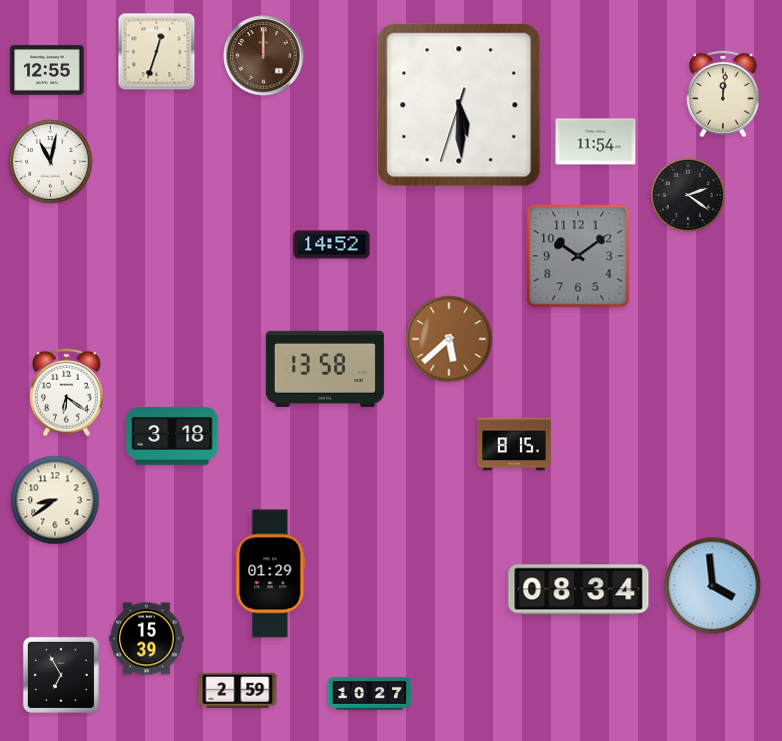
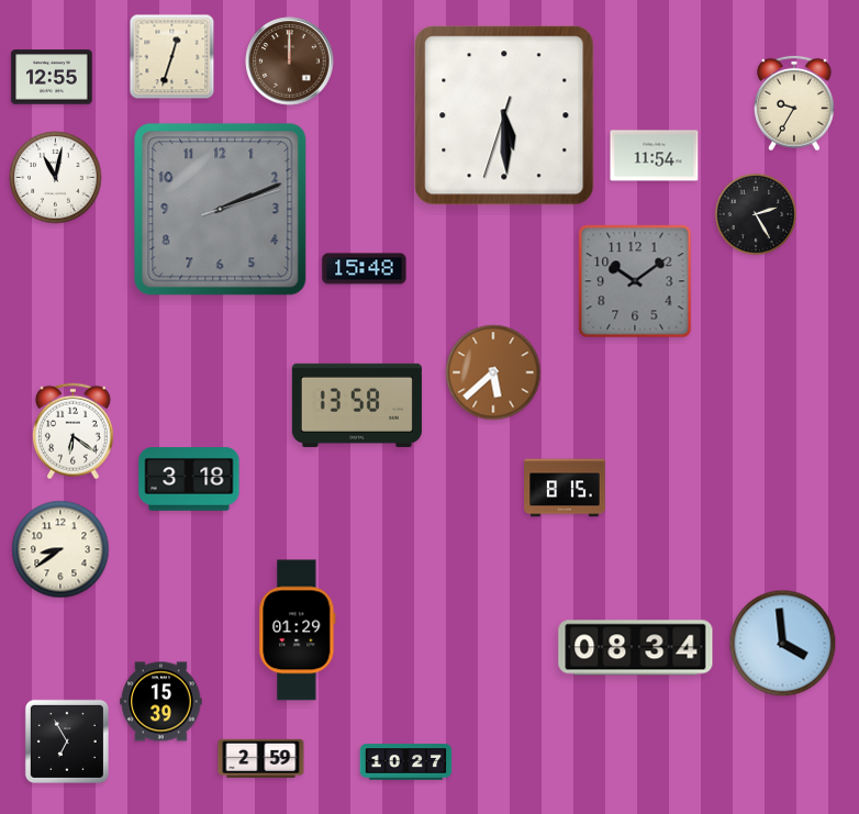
clock at (723, 94): 12:01 -> 9:35
clock at (221, 210): none -> 2:11
clock at (688, 195): 2:21 -> 2:25
clock at (332, 245): 14:52 -> 15:48
